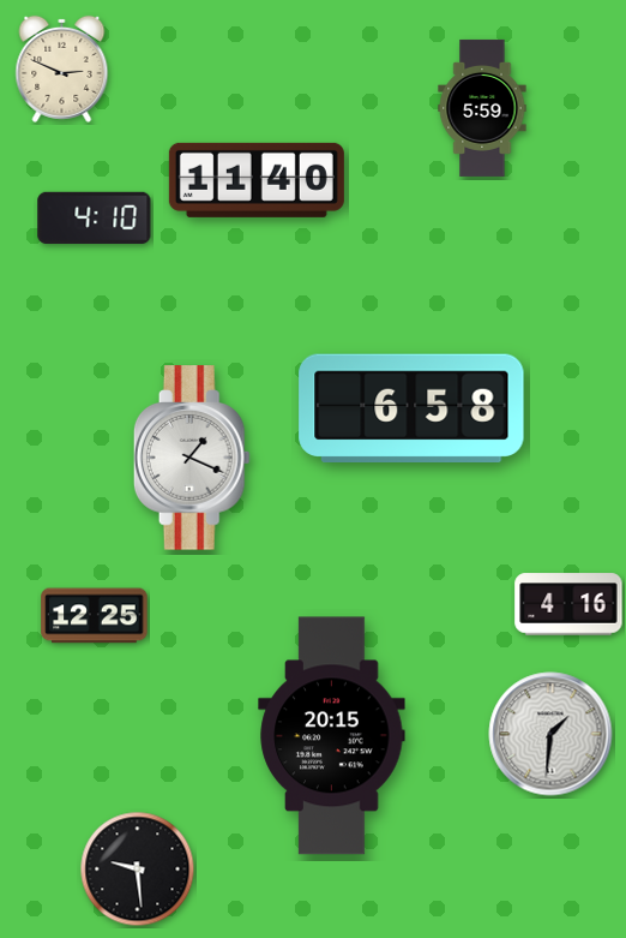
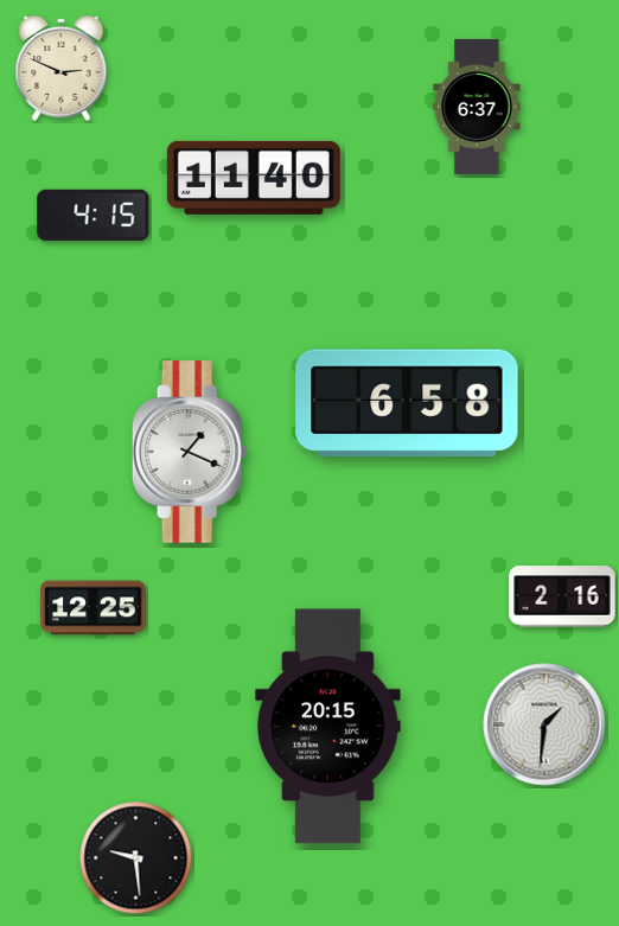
clock at (482, 108): 5:59 -> 6:37
clock at (95, 217): 4:10 -> 4:15
clock at (568, 604): 4:16 -> 2:16
